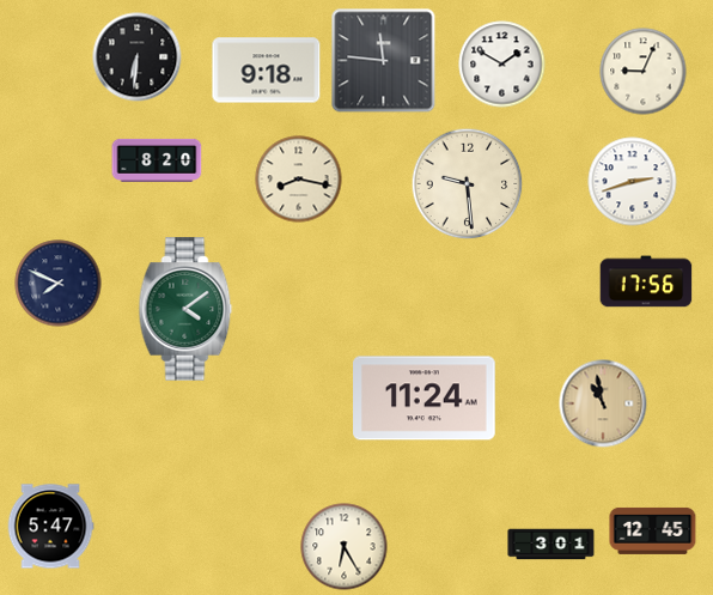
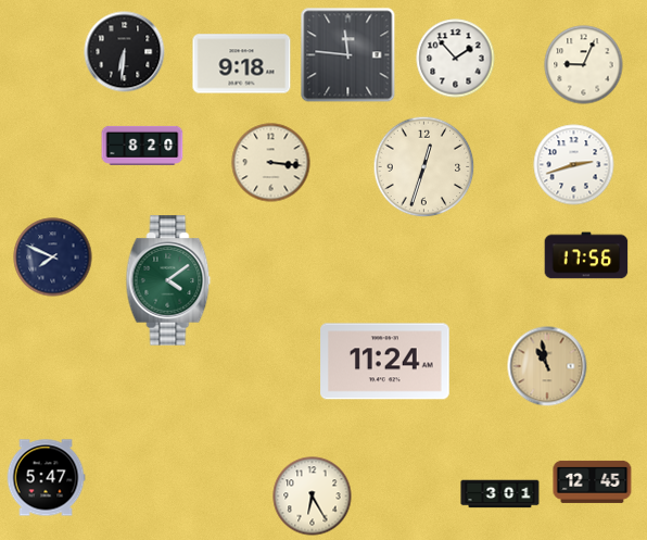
clock at (502, 65): 1:50 -> 1:53
clock at (299, 180): 8:17 -> 3:16
clock at (468, 184): 9:29 -> 12:33
